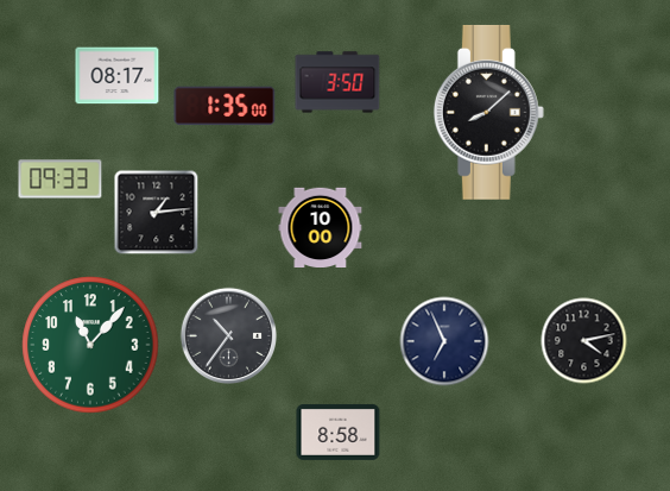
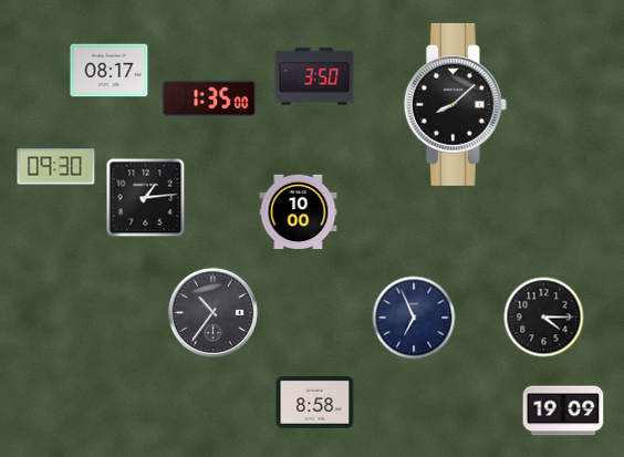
clock at (61, 180): 09:33 -> 09:30
clock at (584, 341): 4:13 -> 4:15
clock at (90, 345): 11:07 -> none
clock at (563, 411): none -> 19:09
